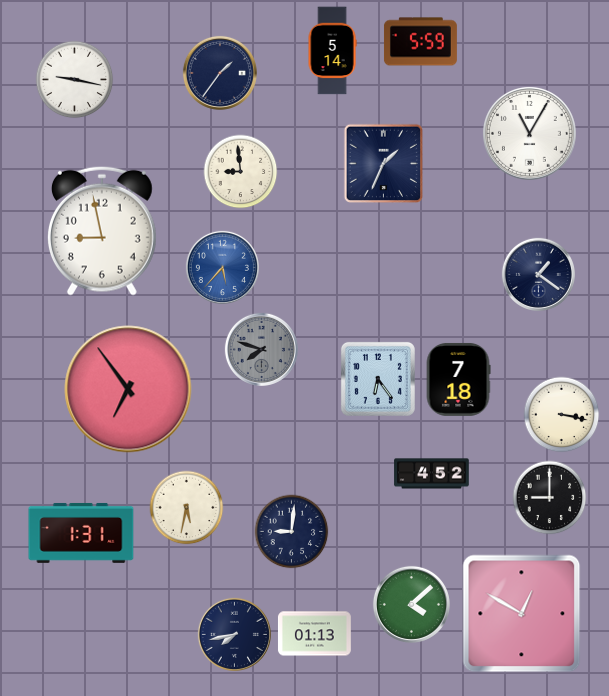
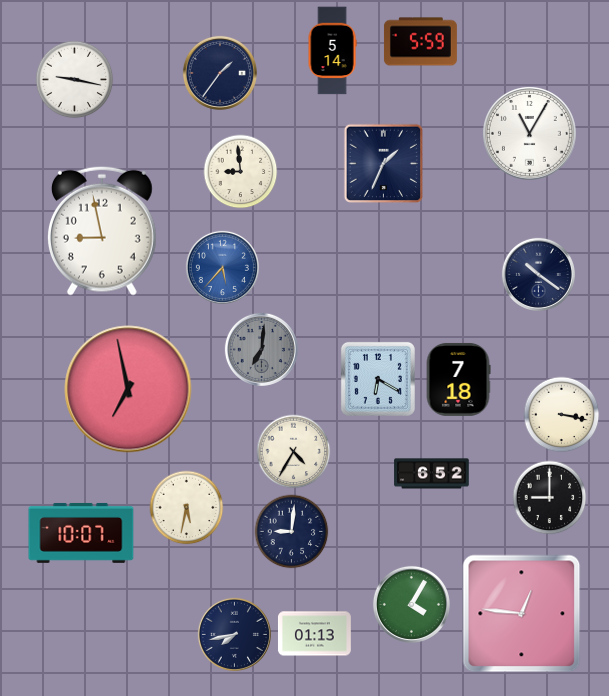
clock at (538, 274): 1:21 -> 10:21
clock at (261, 349): 7:48 -> 7:01
clock at (378, 379): 6:24 -> 6:20
clock at (128, 389): 6:54 -> 6:58
clock at (294, 452): none -> 4:35
clock at (432, 474): 4:52 -> 6:52
clock at (81, 533): 1:31 -> 10:07
clock at (411, 604): 4:08 -> 4:05
clock at (522, 614): 12:50 -> 12:46
